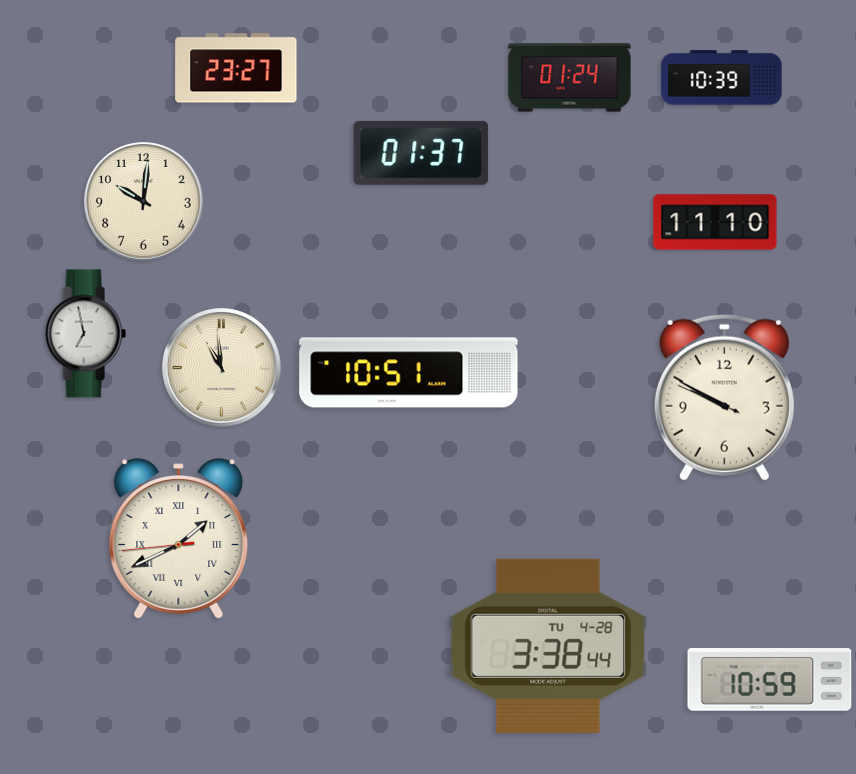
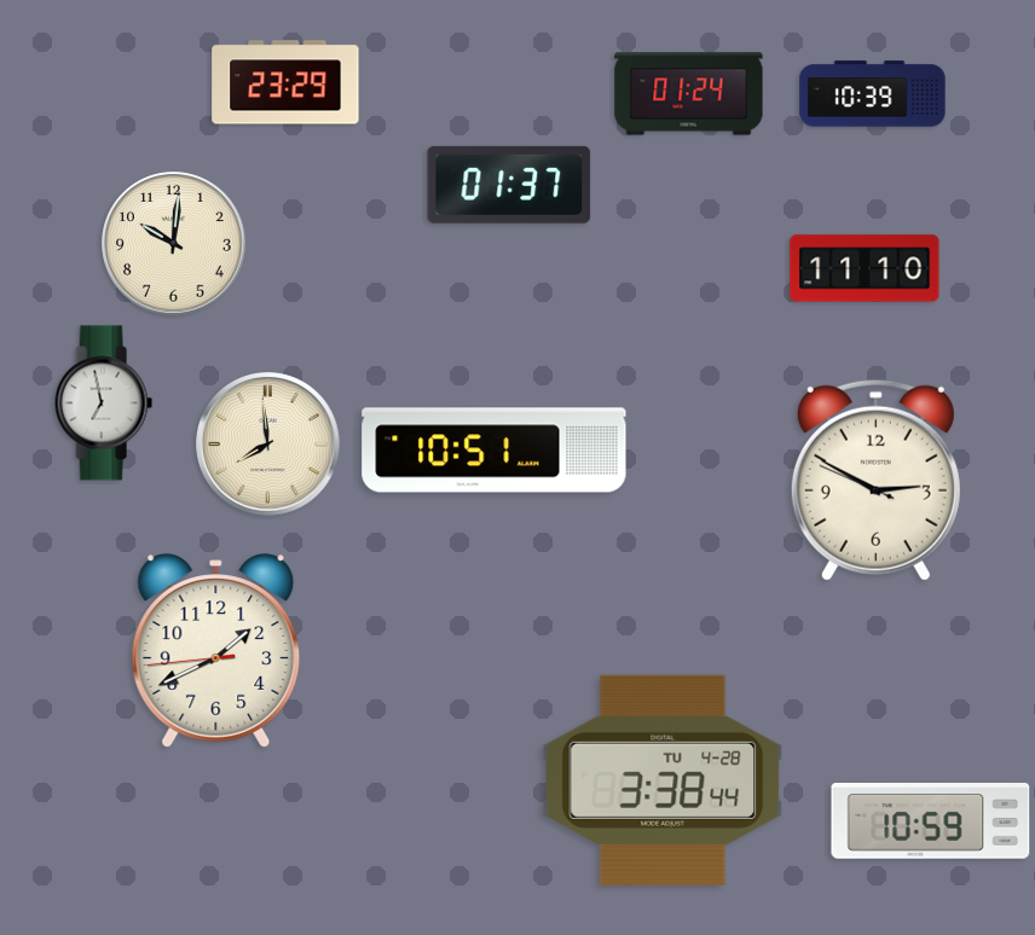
clock at (236, 68): 23:27 -> 23:29
clock at (222, 368): 10:59 -> 7:59
clock at (724, 397): 9:49 -> 2:49
clock at (179, 539) numerals: Roman -> Arabic
